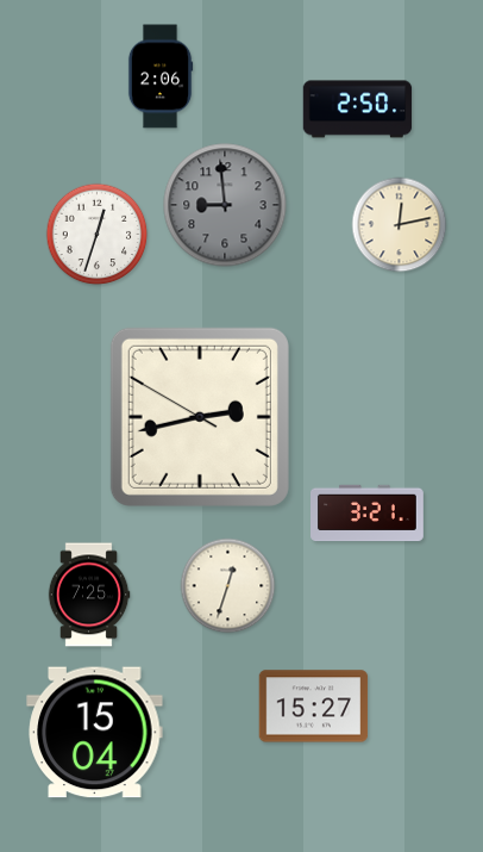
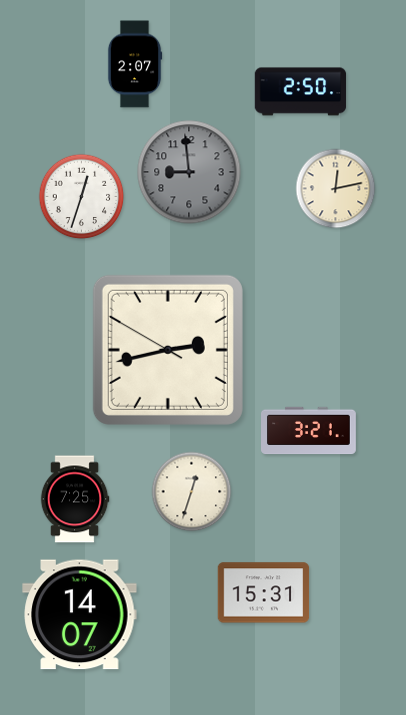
clock at (161, 76): 2:06 -> 2:07
clock at (314, 707): 15:27 -> 15:31
clock at (95, 733): 15:04 -> 14:07
